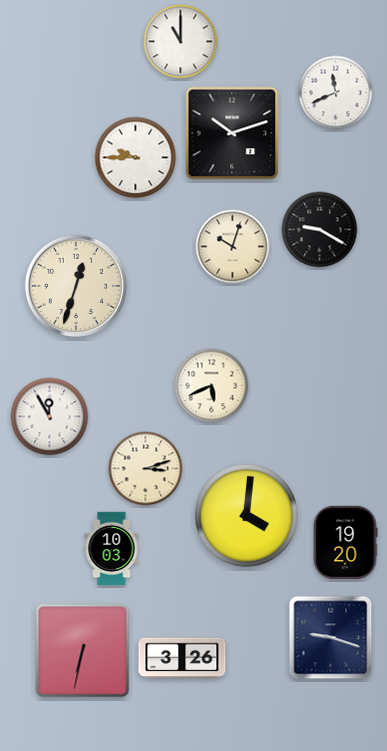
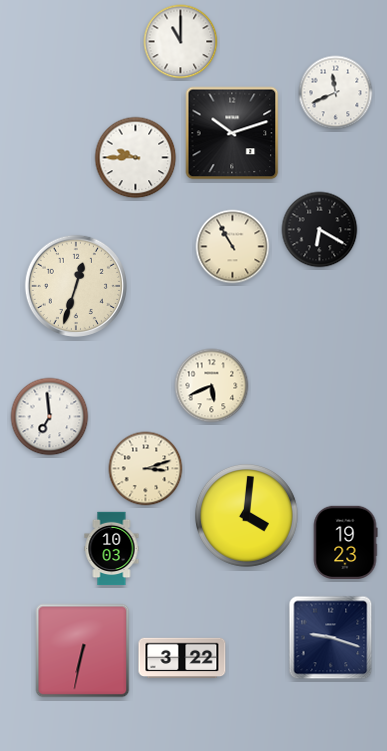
clock at (320, 230): 9:20 -> 6:20
clock at (233, 247): 10:03 -> 10:55
clock at (50, 417): 11:55 -> 6:59
clock at (345, 542): 19:20 -> 19:23
clock at (182, 658): 3:26 -> 3:22
